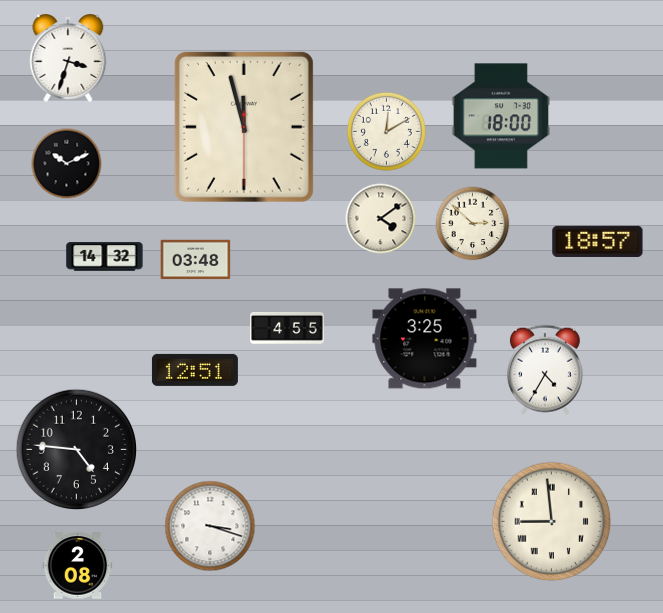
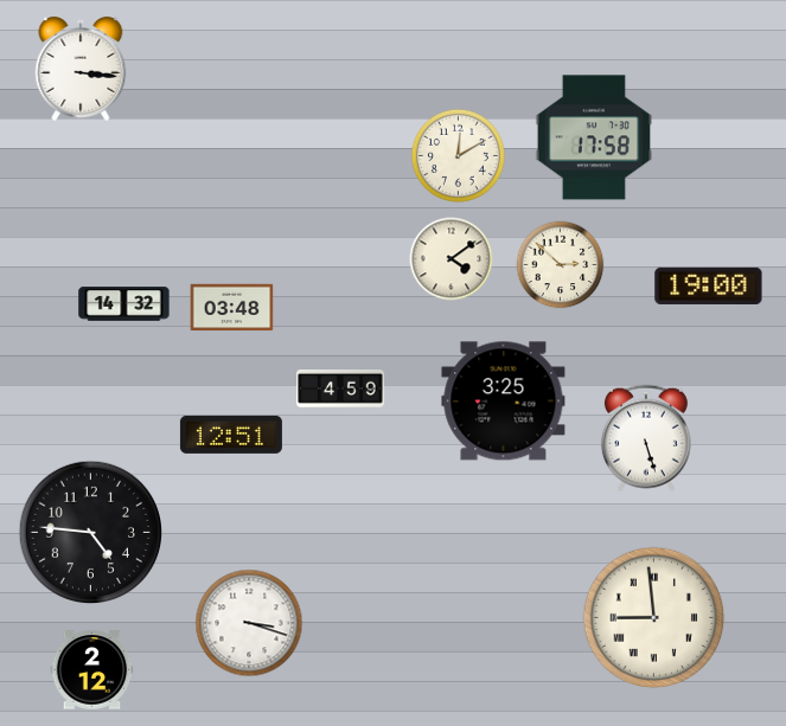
clock at (68, 58): 3:33 -> 3:16
clock at (500, 116): 18:00 -> 17:58
clock at (244, 127): 11:57 -> none
clock at (67, 164): 10:11 -> none
clock at (598, 241): 18:57 -> 19:00
clock at (287, 329): 4:55 -> 4:59
clock at (195, 370) position: (195, 370) -> (231, 435)
clock at (545, 370): 4:35 -> 5:27
clock at (78, 566): 2:08 -> 2:12
